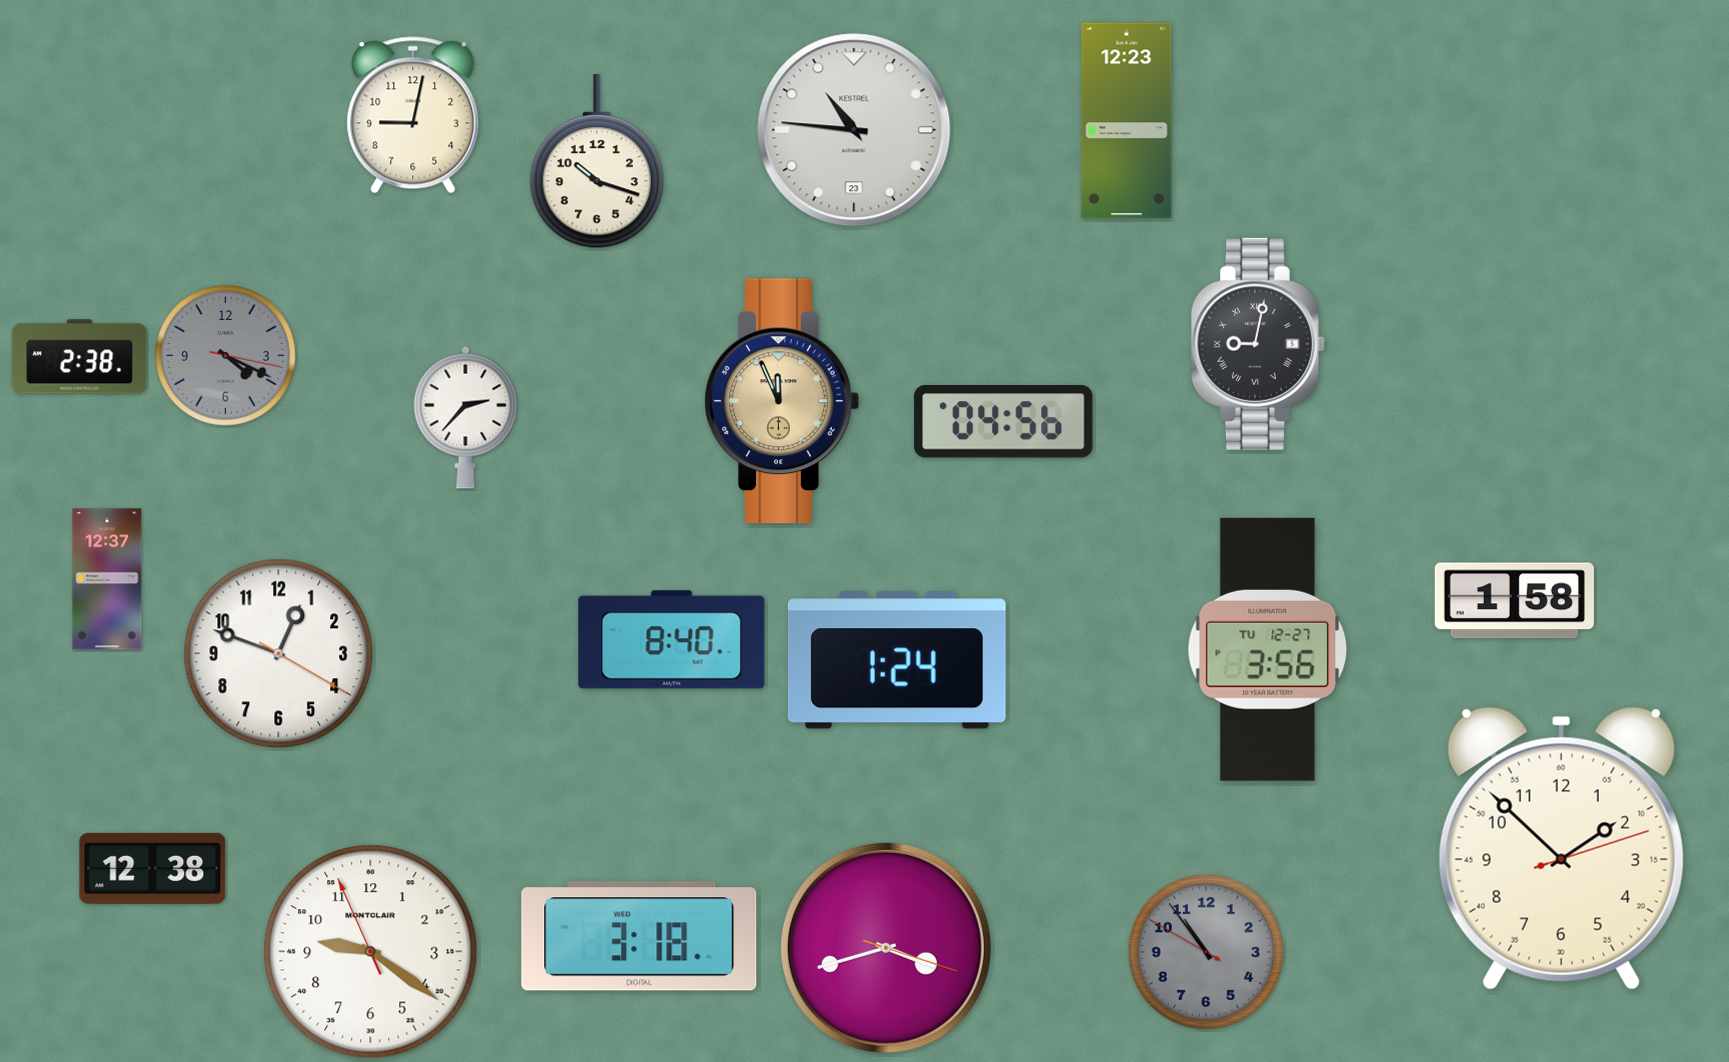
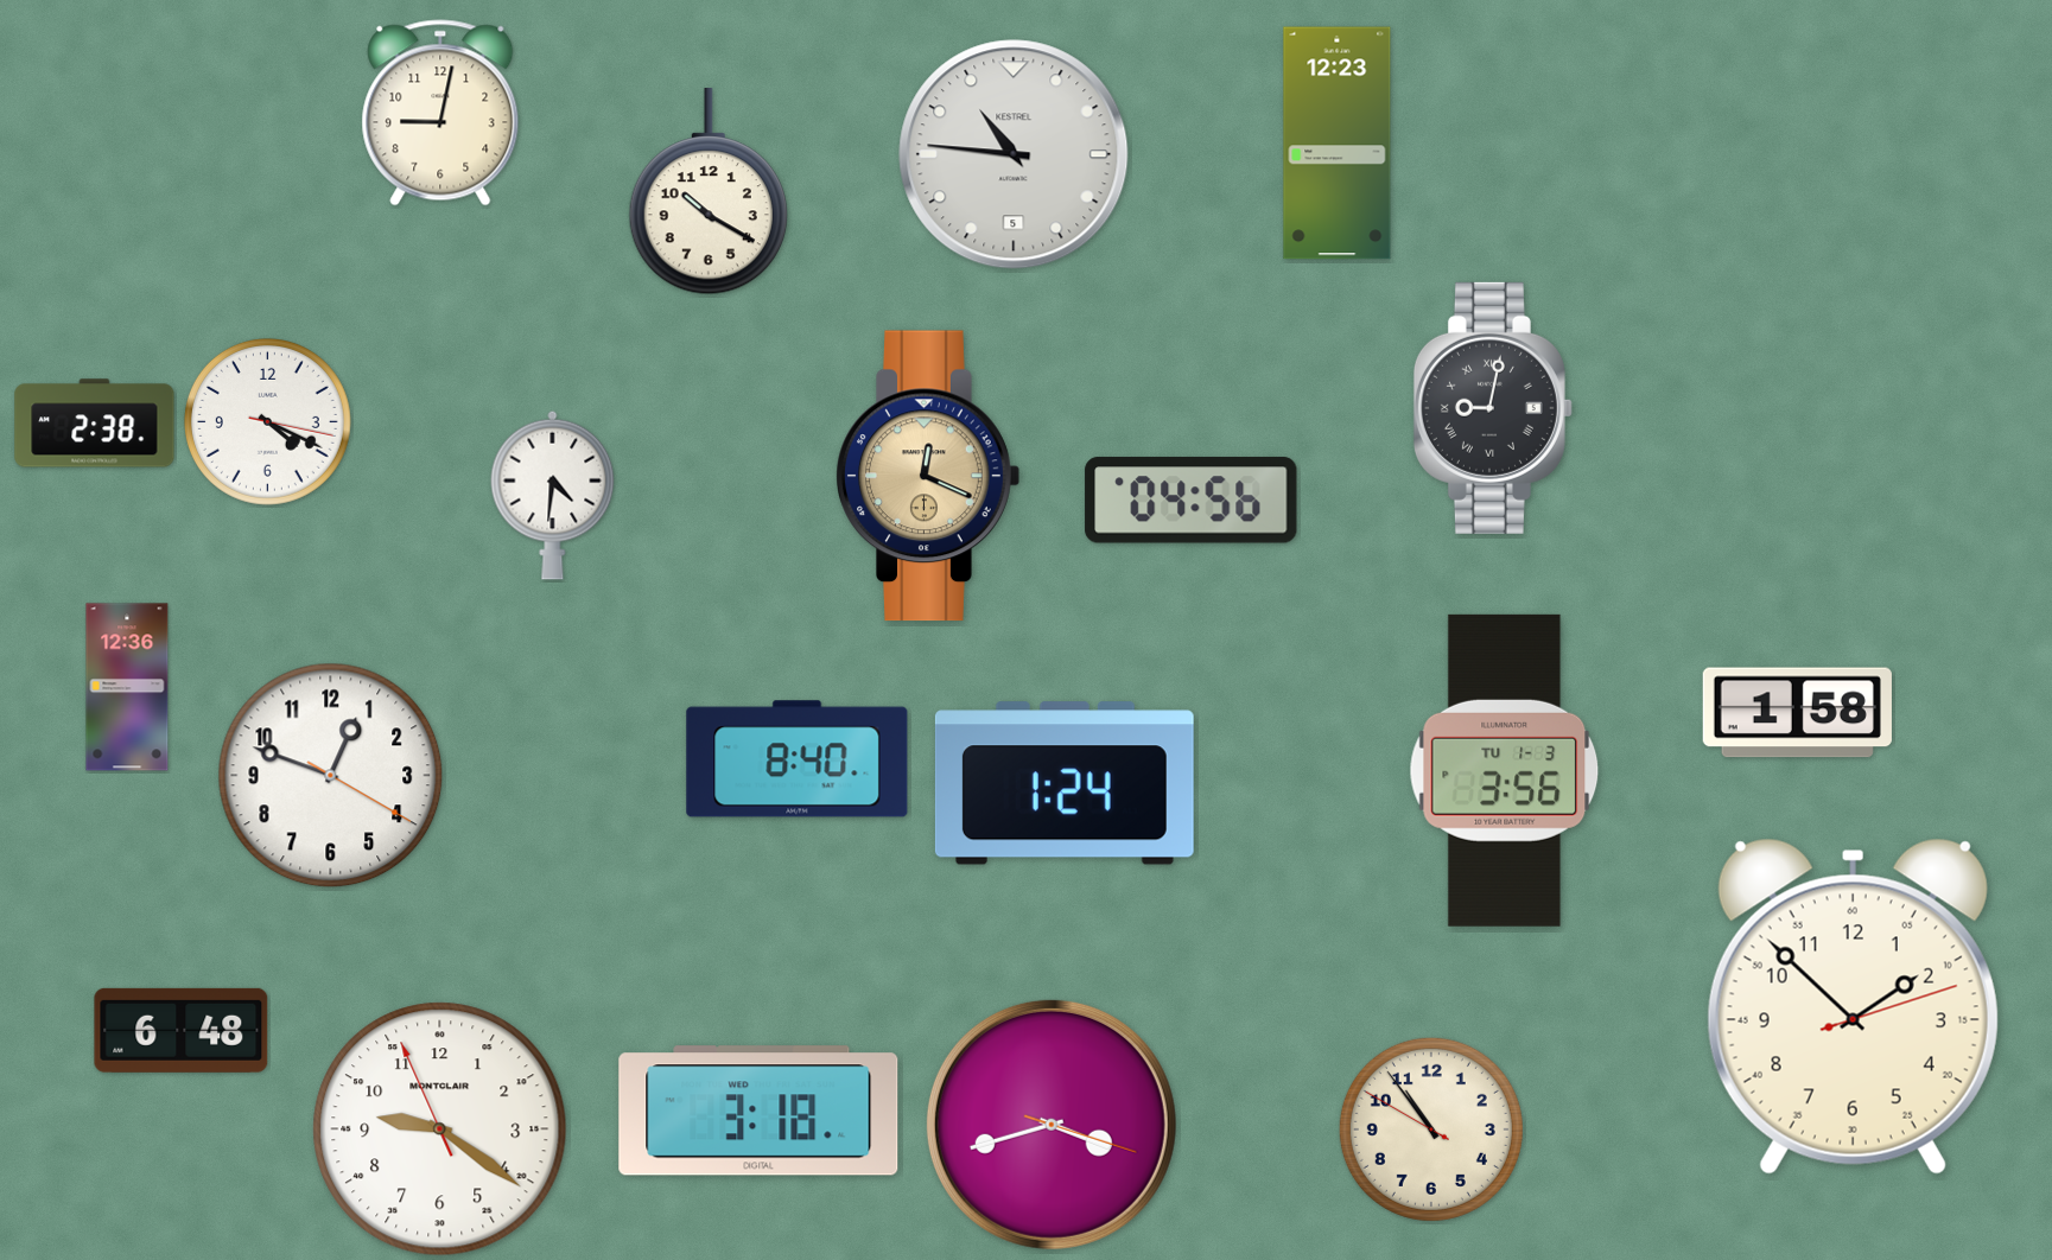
clock at (413, 115) position: (413, 115) -> (440, 113)
clock at (854, 130) date: 23 -> 5
clock at (597, 162): 10:18 -> 10:20
clock at (225, 355) dial: grey -> white
clock at (782, 401): 11:56 -> 12:19
clock at (466, 417): 2:37 -> 4:31
clock at (107, 579): 12:37 -> 12:36
clock at (1268, 649) date: TU 12-27 -> TU 1-3
clock at (153, 868): 12:38 -> 6:48
clock at (1206, 952) dial: grey -> cream
